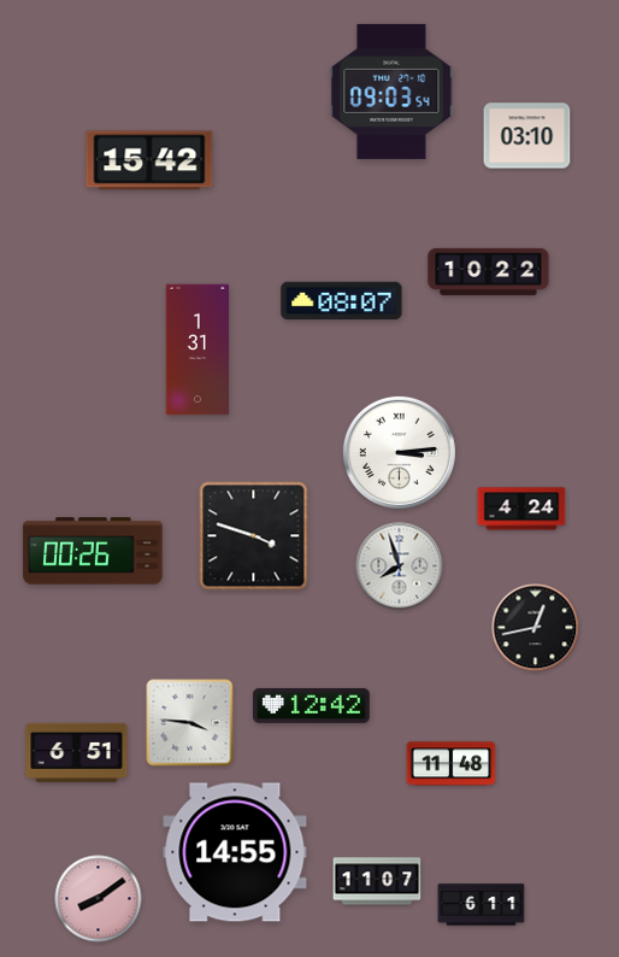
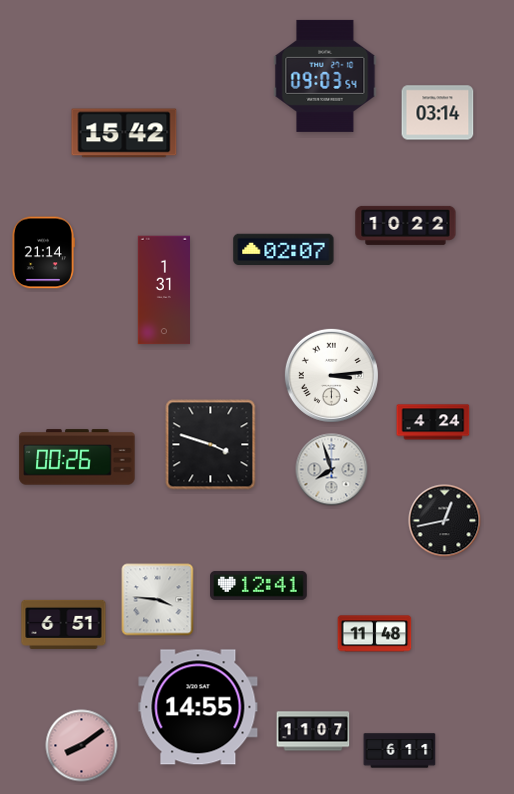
clock at (527, 136): 03:10 -> 03:14
clock at (342, 301): 08:07 -> 02:07
clock at (43, 253): none -> 21:14
clock at (312, 705): 12:42 -> 12:41
clock at (235, 852) position: (235, 852) -> (198, 707)
